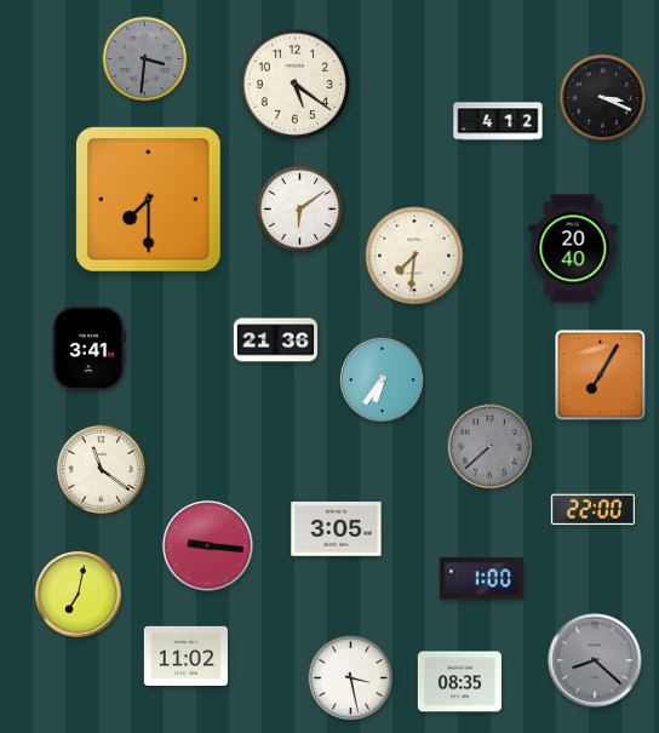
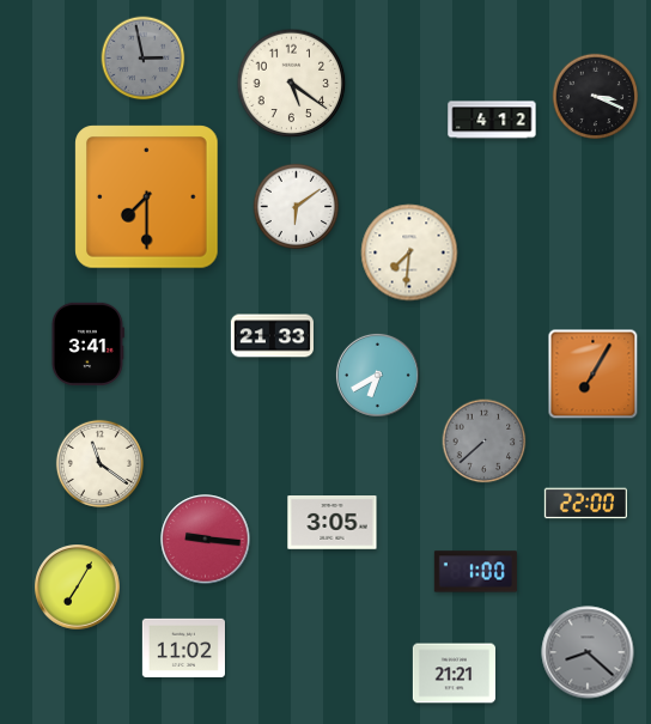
clock at (145, 59): 3:31 -> 2:58
clock at (573, 248): 20:40 -> none
clock at (275, 340): 21:36 -> 21:33
clock at (601, 376) position: (601, 376) -> (594, 375)
clock at (382, 379): 6:36 -> 6:40
clock at (79, 595): 7:02 -> 7:05
clock at (351, 678): 3:28 -> none
clock at (459, 682): 08:35 -> 21:21
